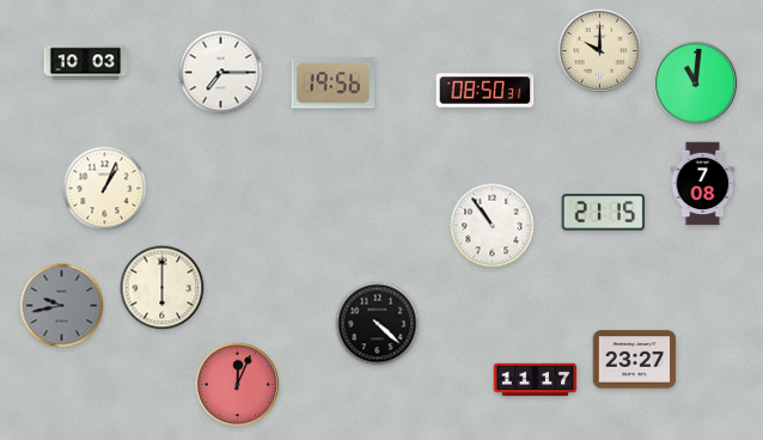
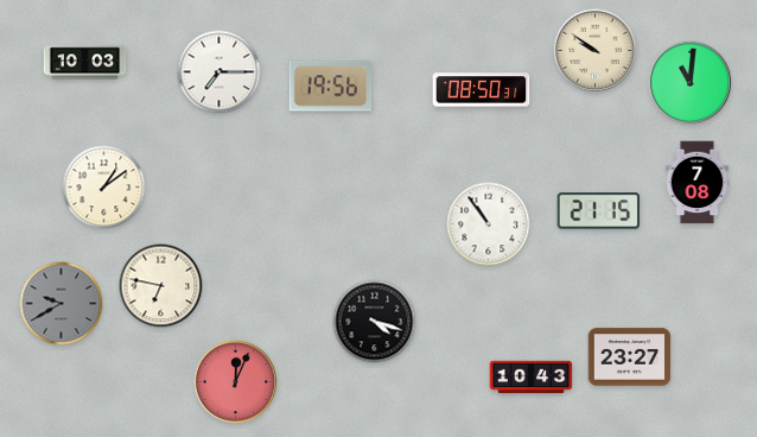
clock at (600, 51): 10:00 -> 9:51
clock at (334, 84) position: (334, 84) -> (331, 87)
clock at (105, 189): 1:04 -> 1:09
clock at (163, 288): 6:00 -> 6:47
clock at (62, 306): 9:43 -> 9:40
clock at (378, 324): 4:22 -> 4:18
clock at (536, 380): 11:17 -> 10:43
